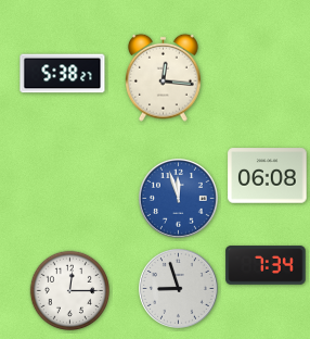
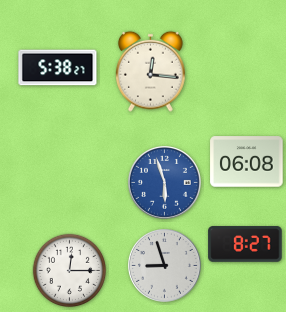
clock at (179, 199): 11:57 -> 5:57
clock at (266, 265): 7:34 -> 8:27
clock at (70, 291) position: (70, 291) -> (70, 271)
